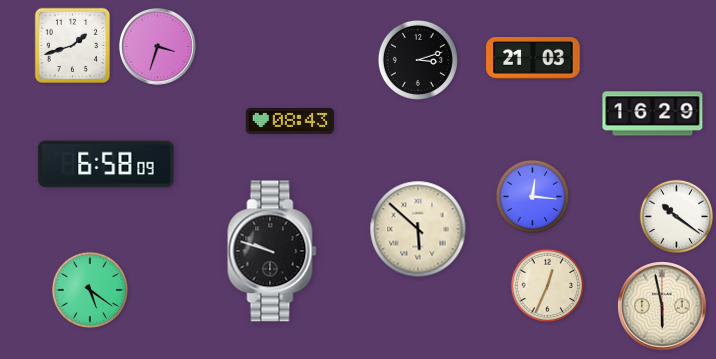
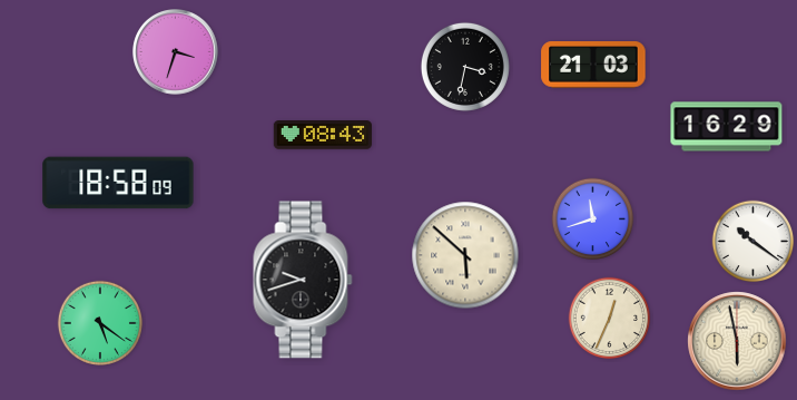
clock at (73, 46): 1:42 -> none
clock at (418, 60): 3:12 -> 3:32
clock at (106, 164): 6:58 -> 18:58
clock at (533, 197): 12:16 -> 11:42
clock at (272, 251): 9:48 -> 9:42
